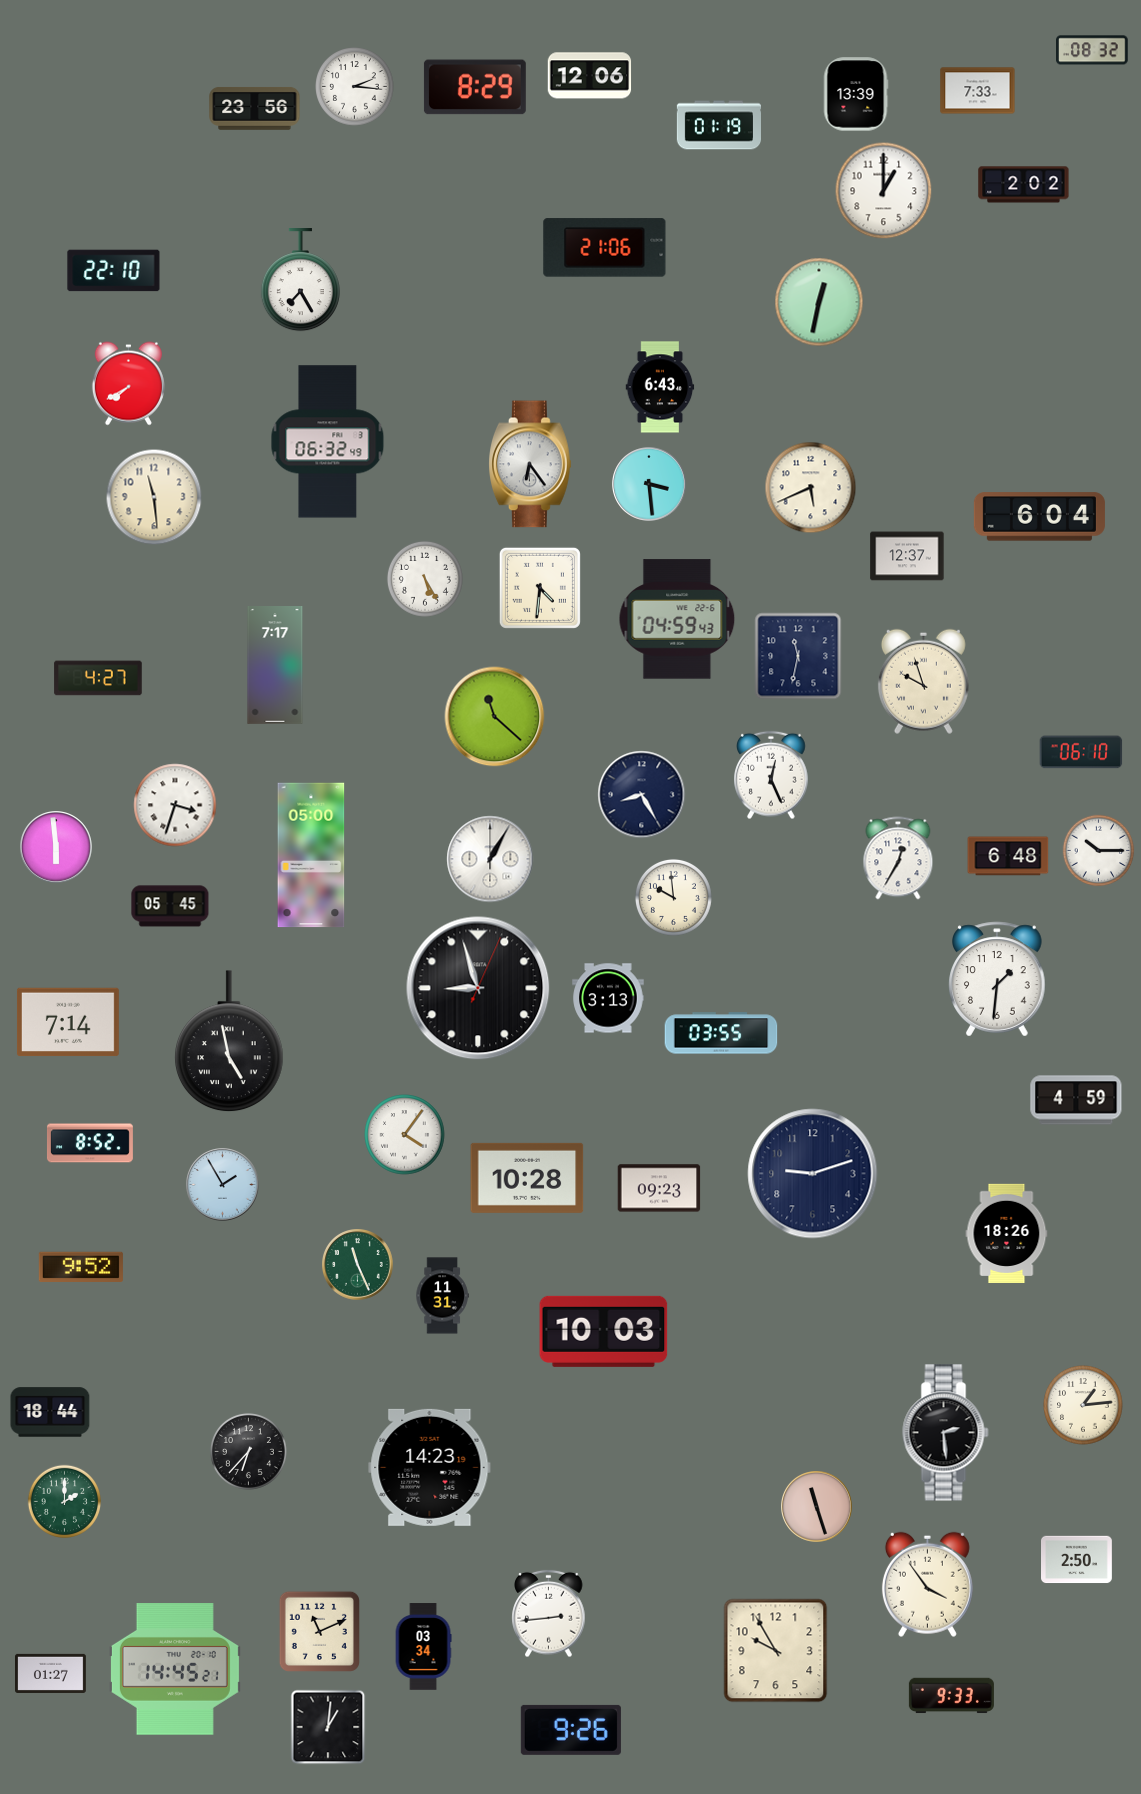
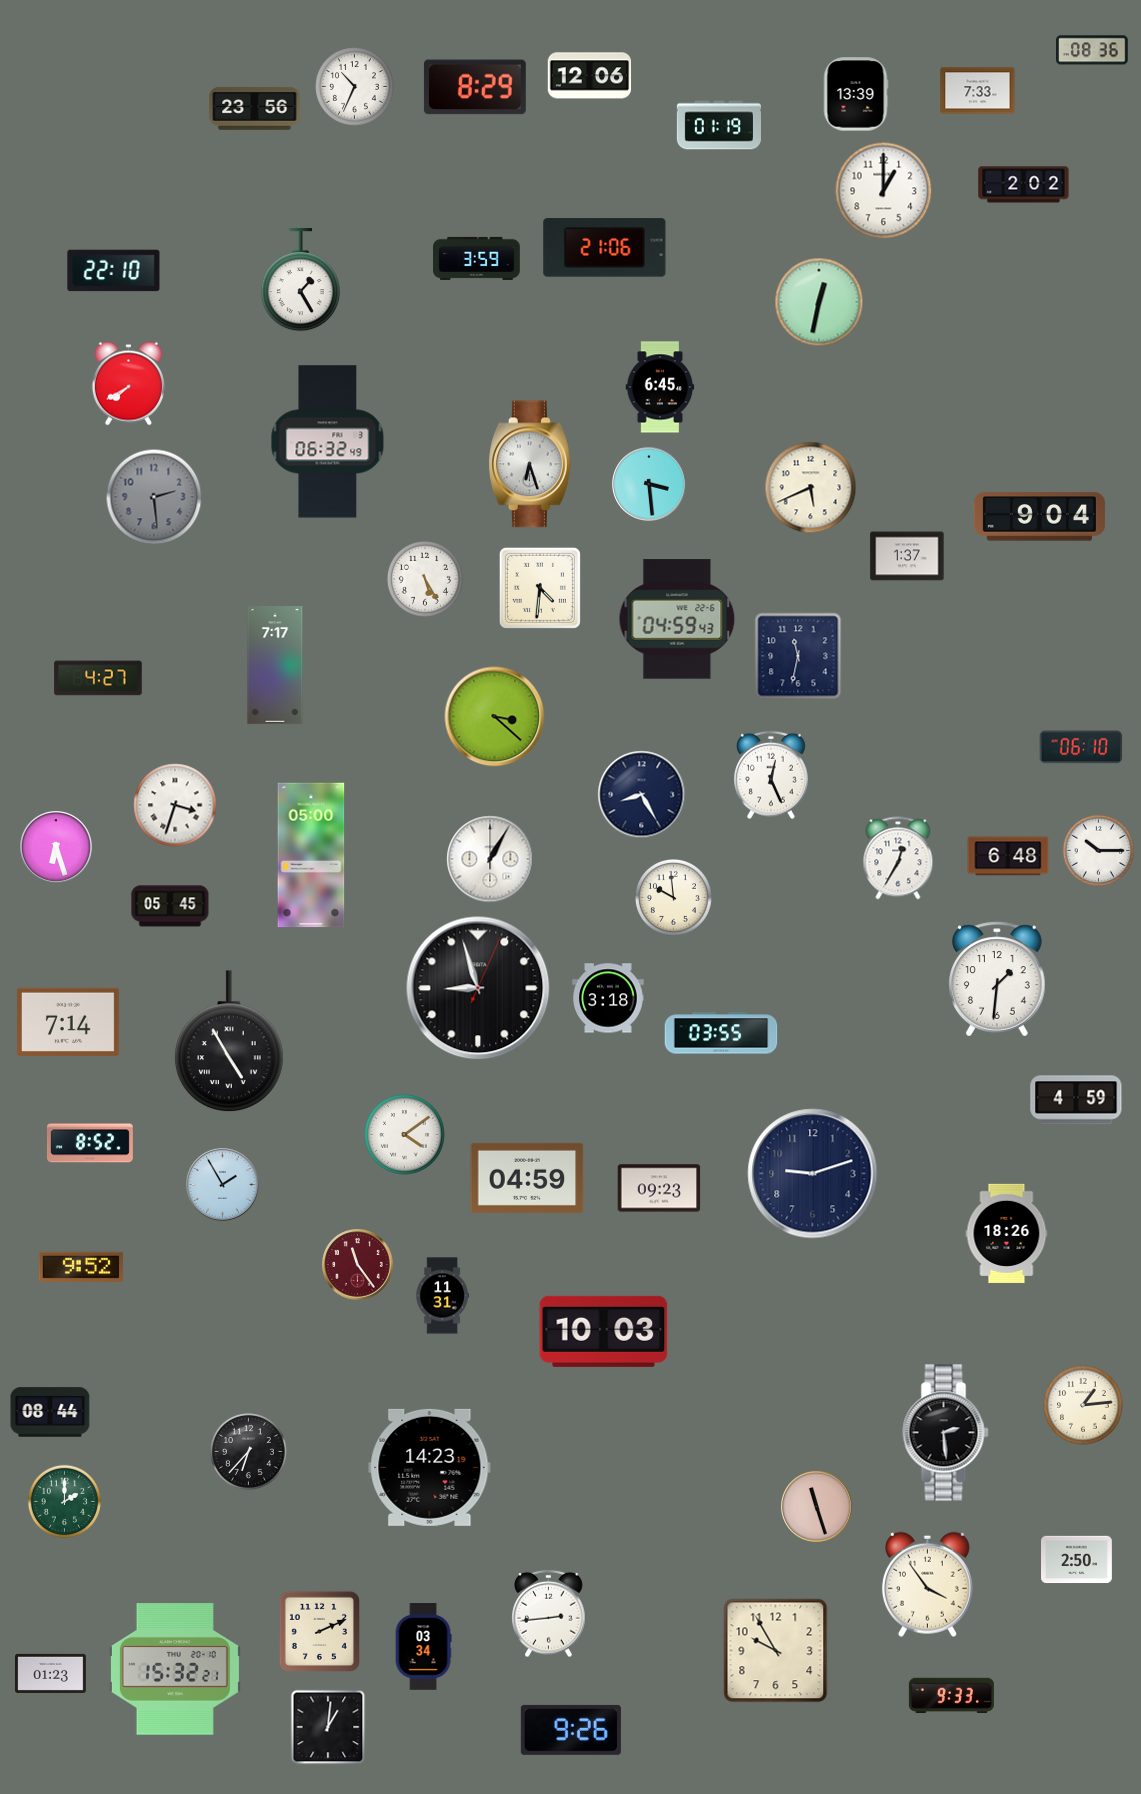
clock at (1092, 50): 08:32 -> 08:36
clock at (355, 87): 2:16 -> 10:34
clock at (477, 258): none -> 3:59
clock at (300, 280): 7:25 -> 1:25
clock at (660, 387): 6:43 -> 6:45
clock at (531, 464): 6:24 -> 6:27
clock at (154, 497): 11:29 -> 2:29
clock at (154, 497) dial: cream -> grey
clock at (1039, 517): 6:04 -> 9:04
clock at (907, 556): 12:37 -> 1:37
clock at (923, 681): 9:57 -> none
clock at (495, 717): 11:22 -> 3:22
clock at (1081, 752) position: (1081, 752) -> (1081, 747)
clock at (57, 848): 5:59 -> 6:27
clock at (608, 998): 3:13 -> 3:18
clock at (230, 1042): 4:58 -> 4:55
clock at (405, 1135): 4:06 -> 4:09
clock at (527, 1178): 10:28 -> 04:59
clock at (358, 1265): 11:26 -> 11:24
clock at (358, 1265) dial: green -> burgundy
clock at (50, 1412): 18:44 -> 08:44
clock at (319, 1631): 11:11 -> 2:11
clock at (175, 1669): 14:45 -> 15:32
clock at (51, 1673): 01:27 -> 01:23
